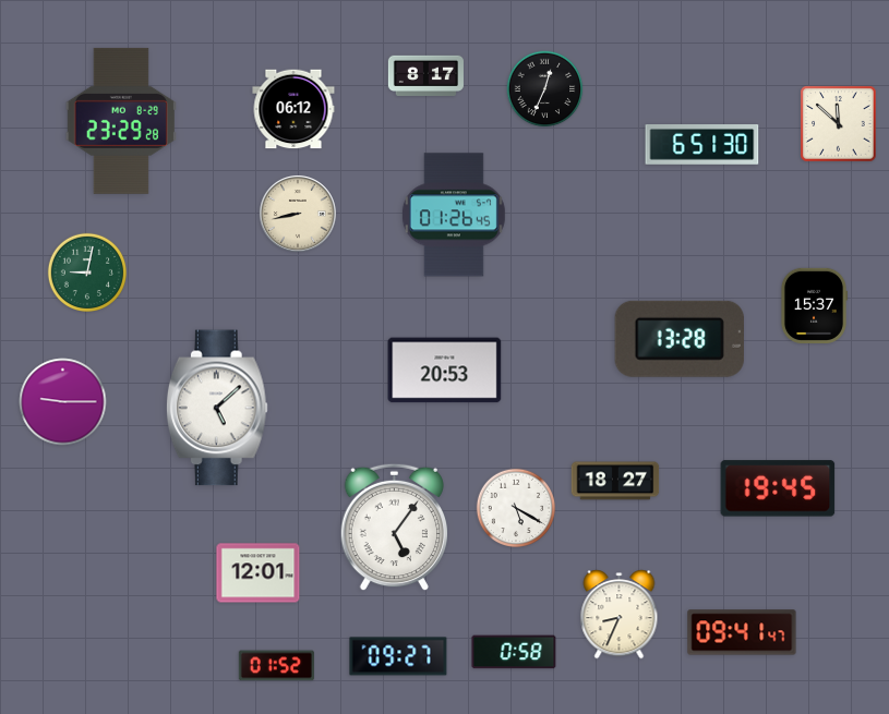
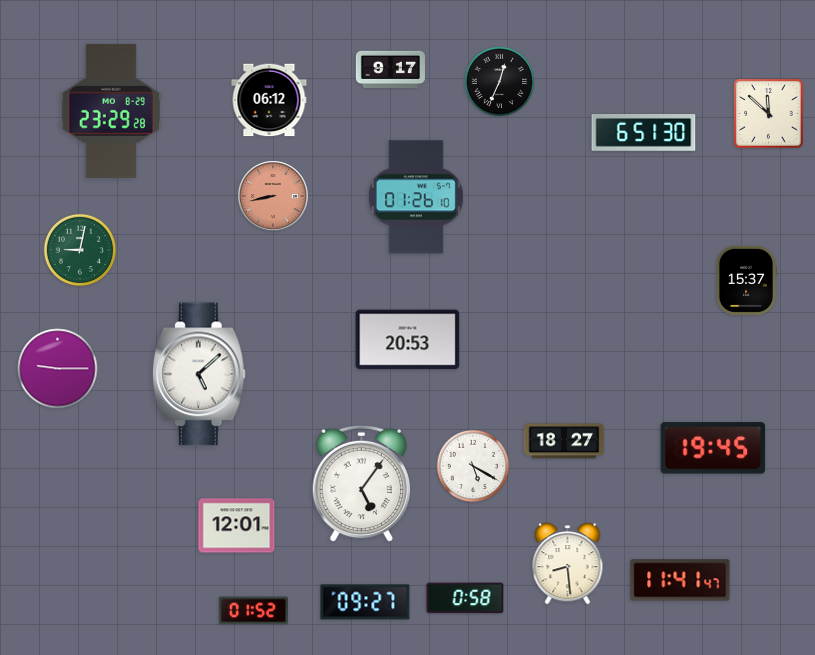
clock at (425, 75): 8:17 -> 9:17
clock at (298, 214) dial: cream -> salmon
clock at (454, 215): 01:26:45 -> 01:26:10
clock at (680, 339): 13:28 -> none
clock at (620, 615): 8:34 -> 8:29
clock at (742, 632): 09:41 -> 11:41
clock at (514, 652) position: (514, 652) -> (465, 598)
